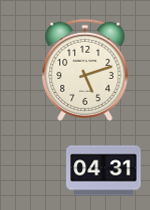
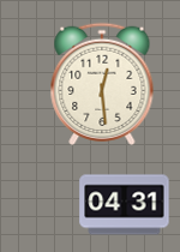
clock at (85, 70): 5:12 -> 12:29
